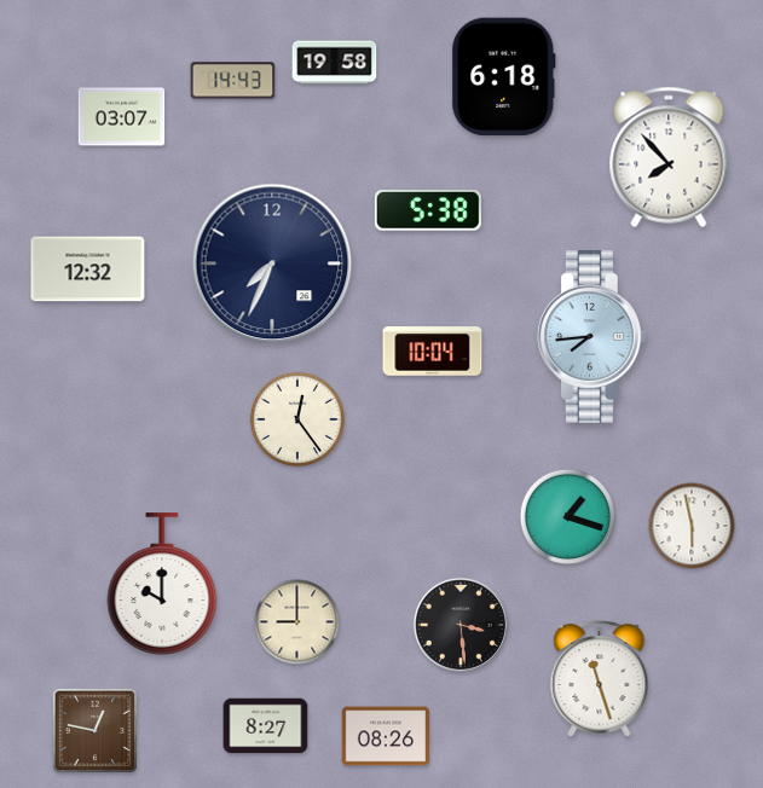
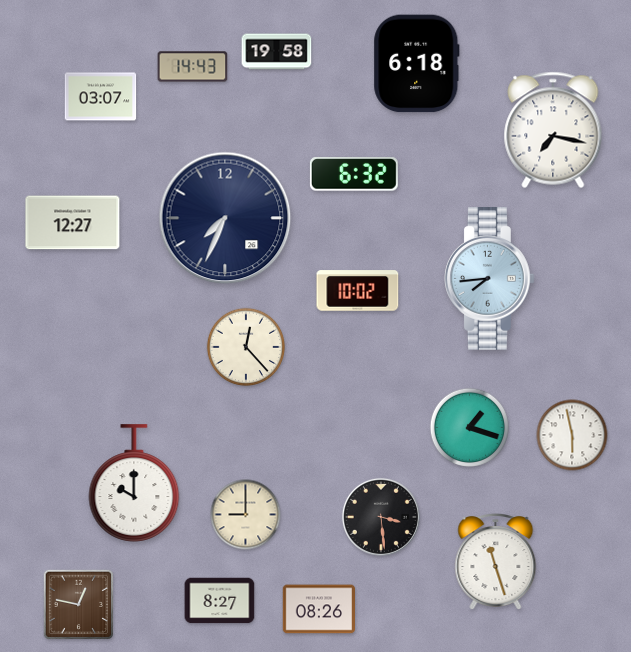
clock at (669, 157): 7:53 -> 7:17
clock at (428, 210): 5:38 -> 6:32
clock at (88, 270): 12:32 -> 12:27
clock at (433, 352): 10:04 -> 10:02
clock at (297, 419): 12:24 -> 12:23
